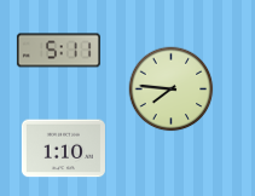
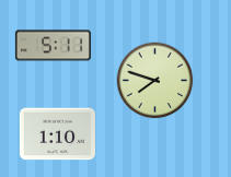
clock at (172, 90): 7:46 -> 7:48
